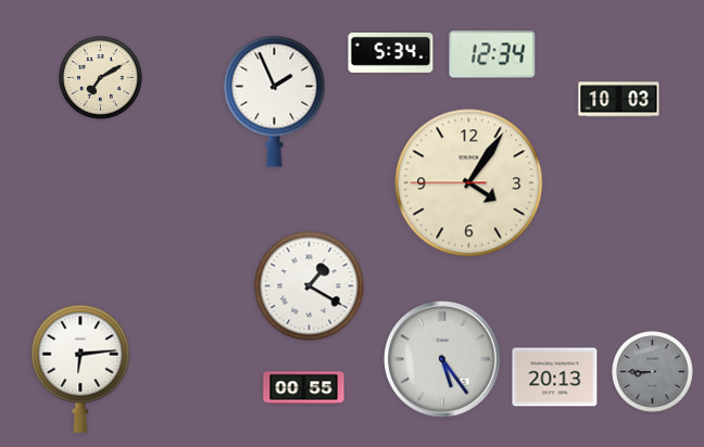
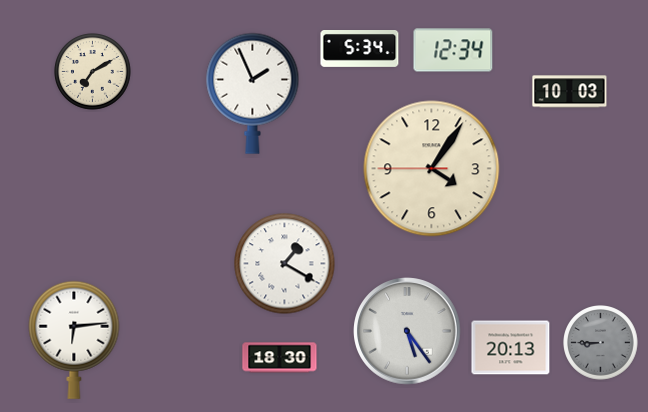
clock at (304, 388): 00:55 -> 18:30
